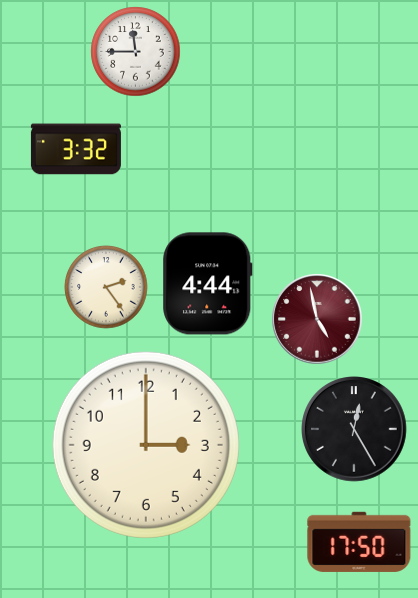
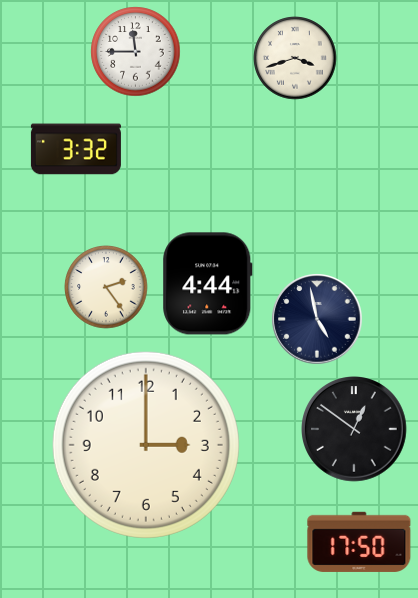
clock at (295, 58): none -> 3:42
clock at (317, 319) dial: burgundy -> navy
clock at (355, 430): 12:25 -> 12:51
